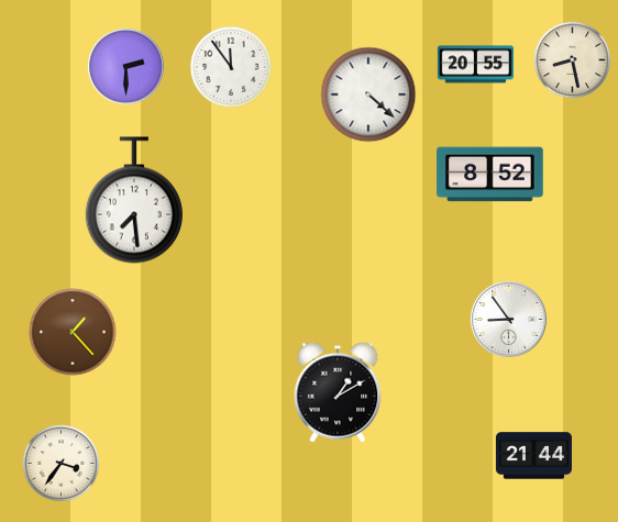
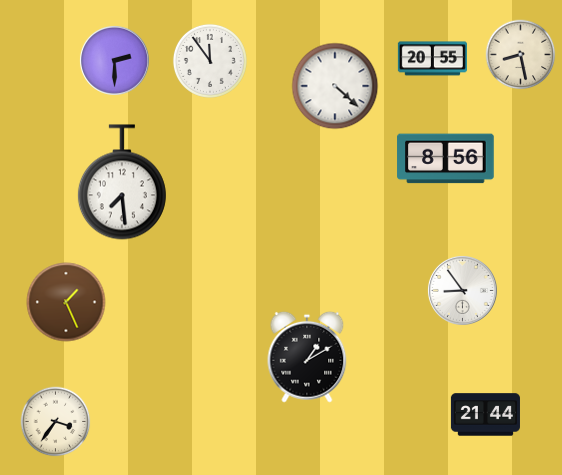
clock at (490, 175): 8:52 -> 8:56
clock at (73, 332): 1:23 -> 1:26
